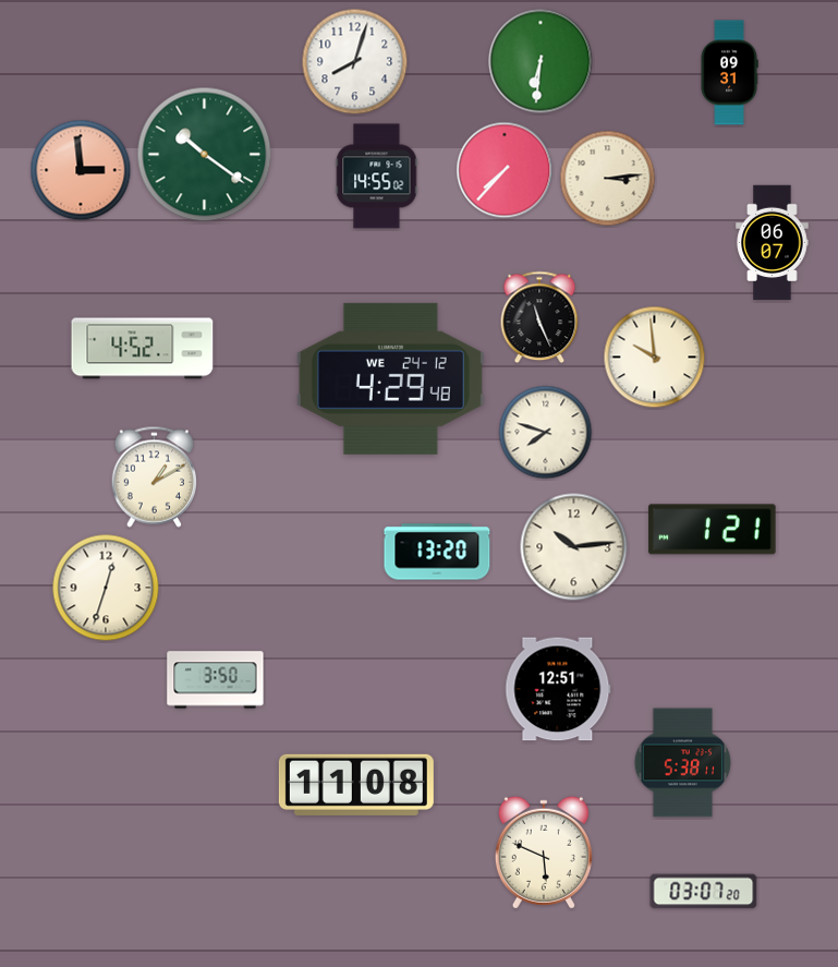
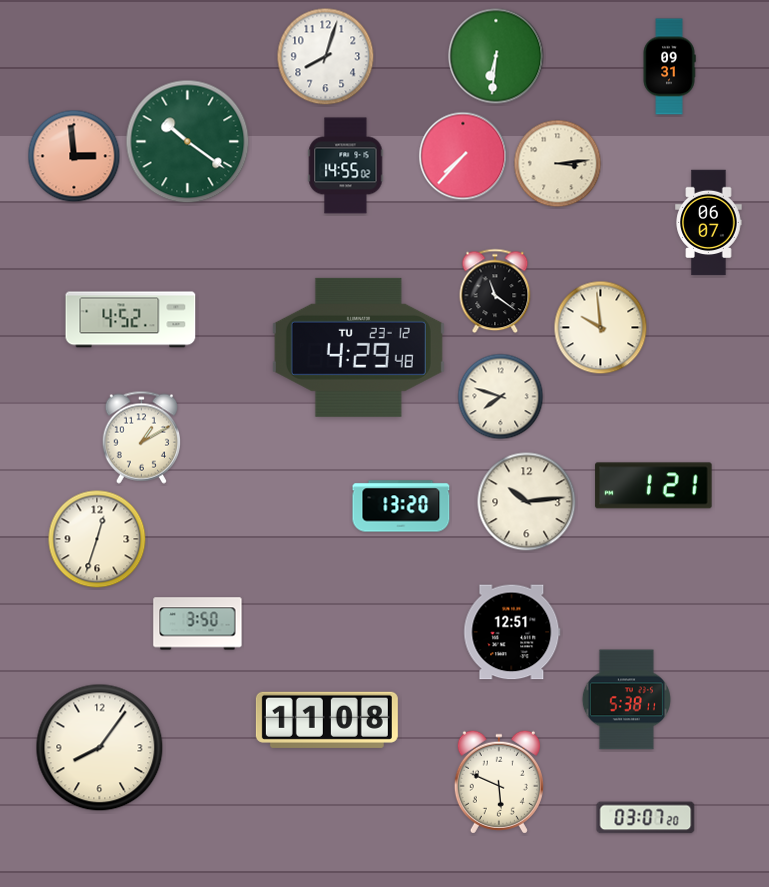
clock at (377, 177) position: (377, 177) -> (346, 166)
clock at (539, 317): 11:26 -> 11:21
clock at (390, 378) date: WE 24-12 -> TU 23-12
clock at (100, 748): none -> 8:06
